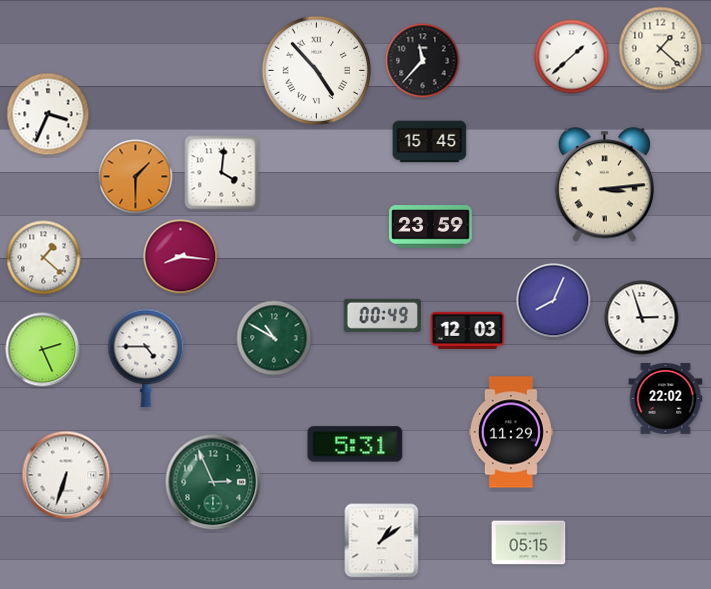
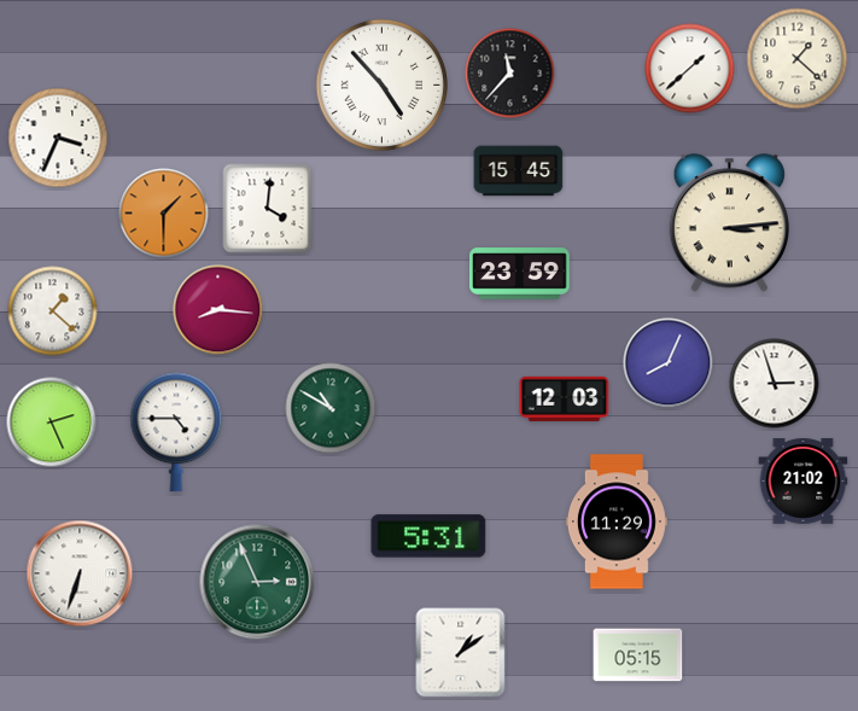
clock at (382, 315): 00:49 -> none
clock at (666, 399): 22:02 -> 21:02
